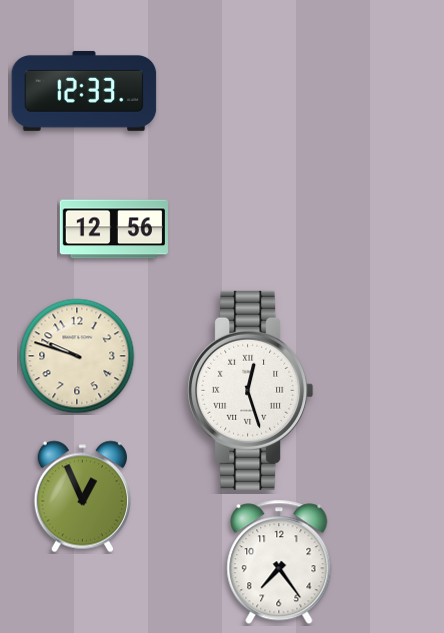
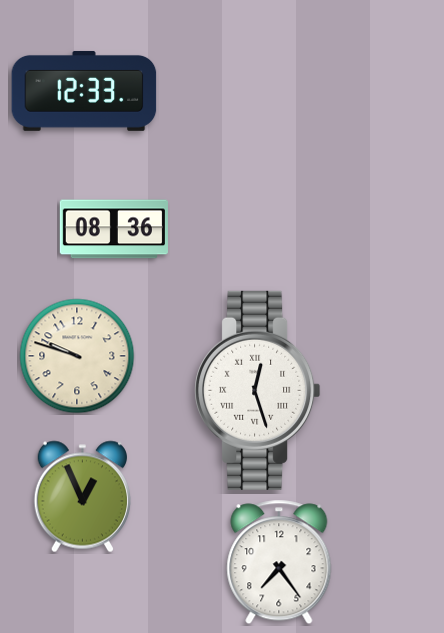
clock at (114, 229): 12:56 -> 08:36
clock at (251, 390) position: (251, 390) -> (258, 390)
